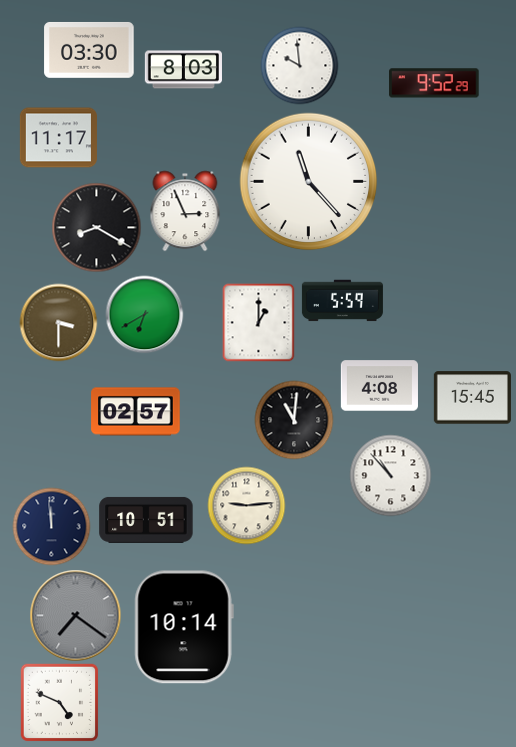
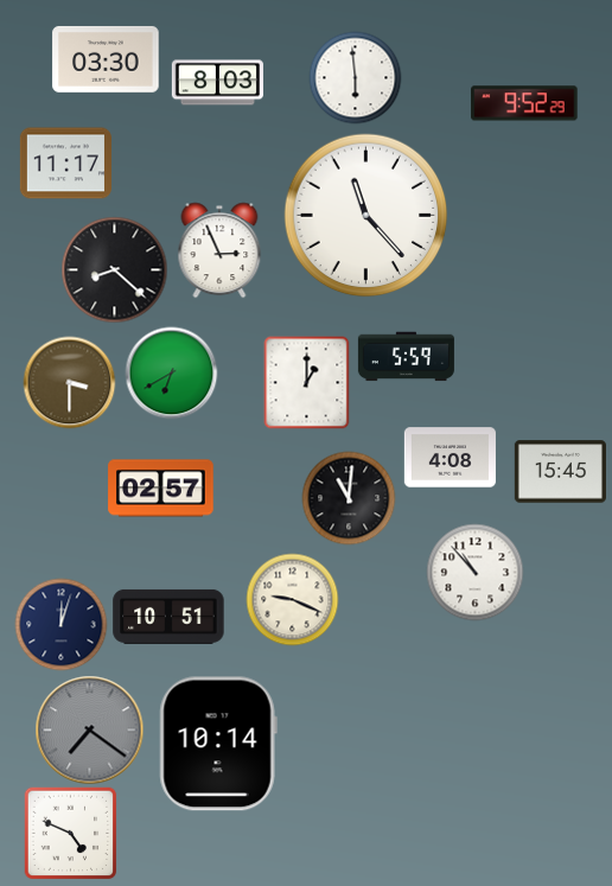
clock at (299, 65): 9:59 -> 5:59
clock at (434, 83) position: (434, 83) -> (524, 103)
clock at (58, 138) position: (58, 138) -> (65, 164)
clock at (96, 227): 8:20 -> 8:22
clock at (390, 475) position: (390, 475) -> (474, 572)
clock at (246, 505): 9:14 -> 9:19
clock at (146, 520) position: (146, 520) -> (168, 617)
clock at (51, 526): 11:59 -> 12:03
